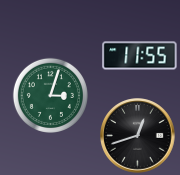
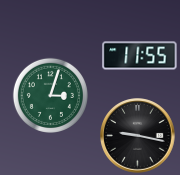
clock at (138, 136): 12:42 -> 9:17
